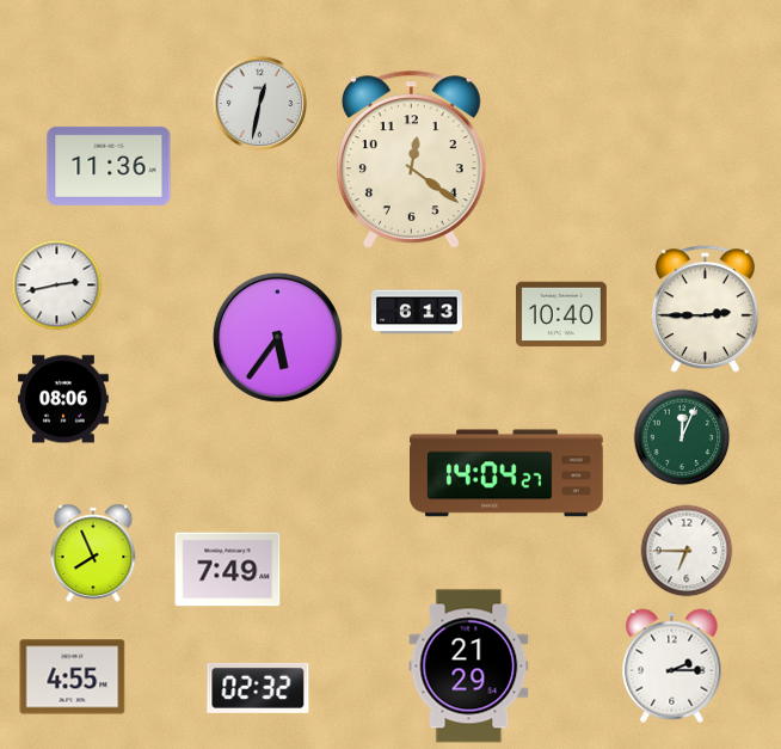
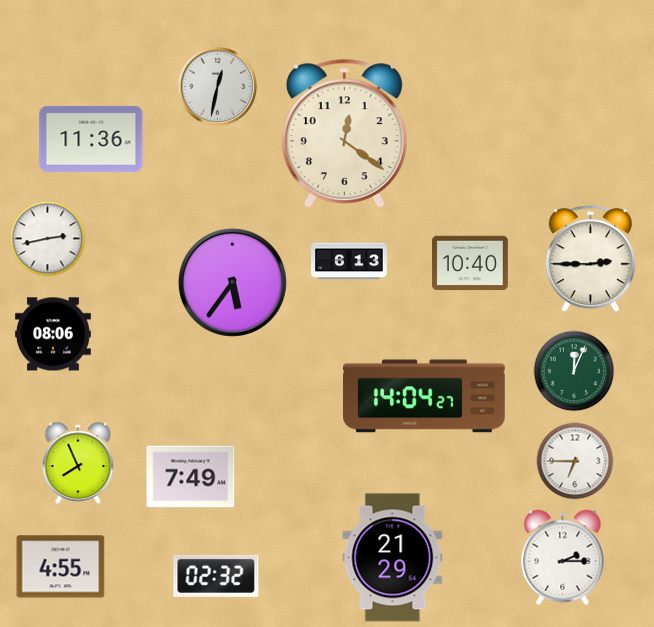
clock at (682, 437) position: (682, 437) -> (574, 371)
